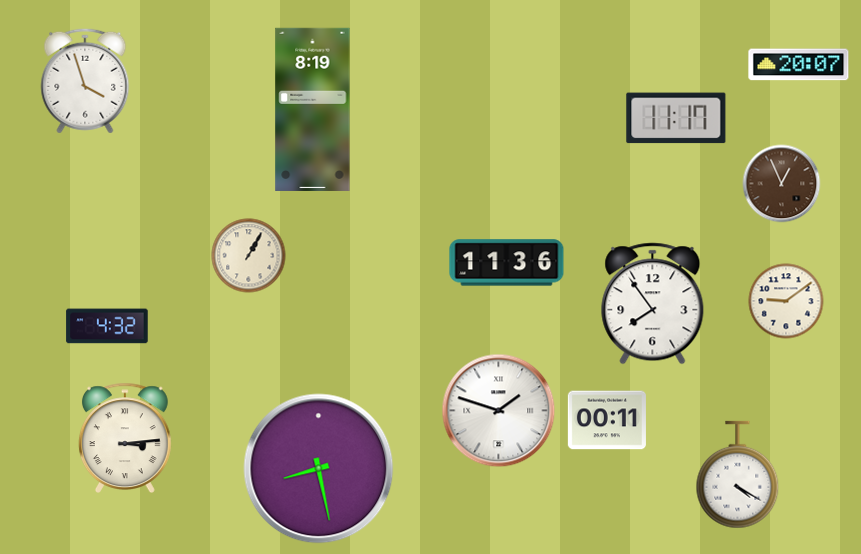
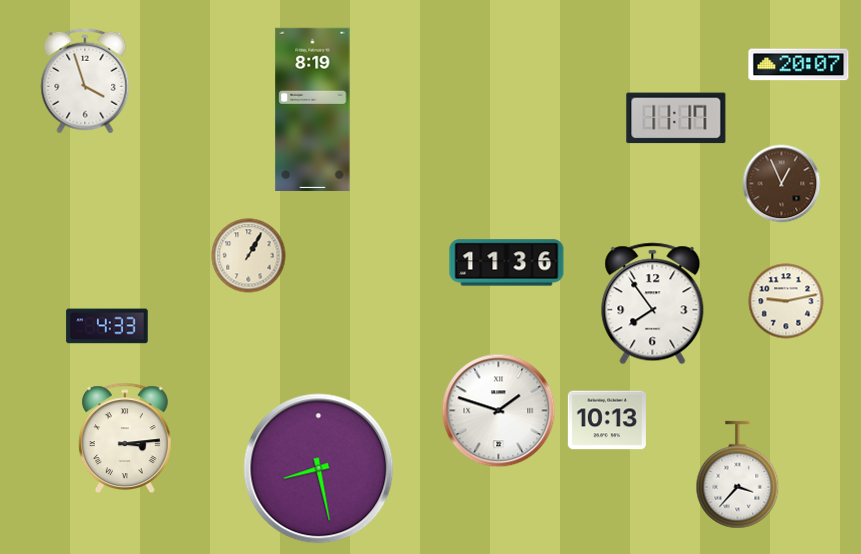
clock at (786, 301): 9:09 -> 9:13
clock at (107, 326): 4:32 -> 4:33
clock at (607, 420): 00:11 -> 10:13
clock at (738, 475): 4:20 -> 3:37
